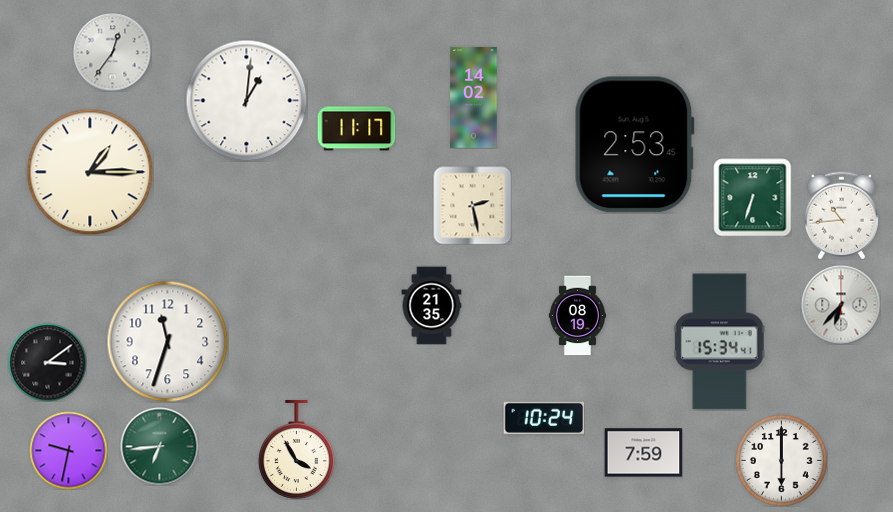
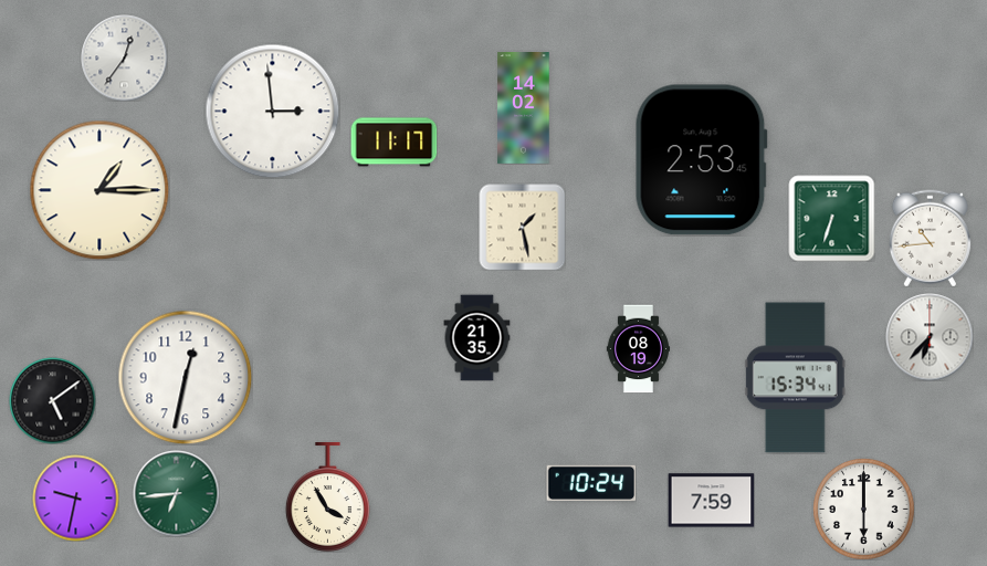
clock at (246, 100): 1:01 -> 2:59
clock at (472, 205): 2:28 -> 1:28
clock at (167, 341): 11:33 -> 12:32
clock at (47, 362): 3:09 -> 5:09
clock at (544, 418) position: (544, 418) -> (591, 483)
